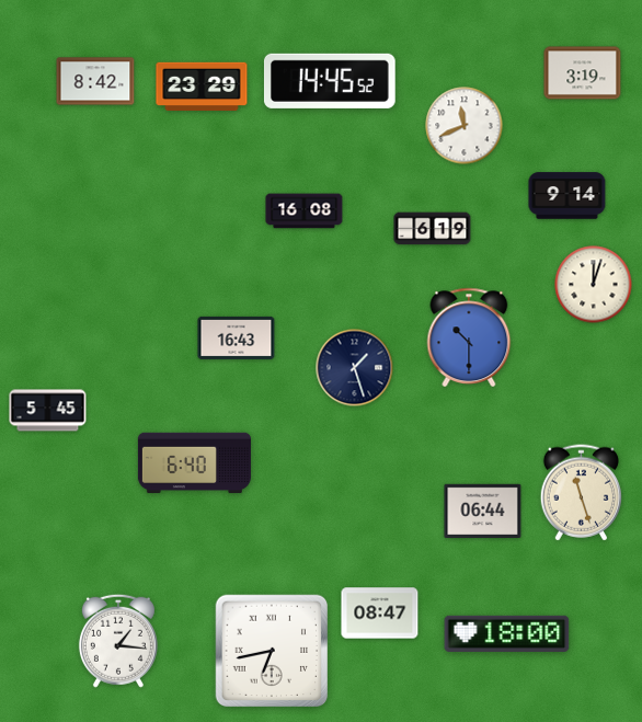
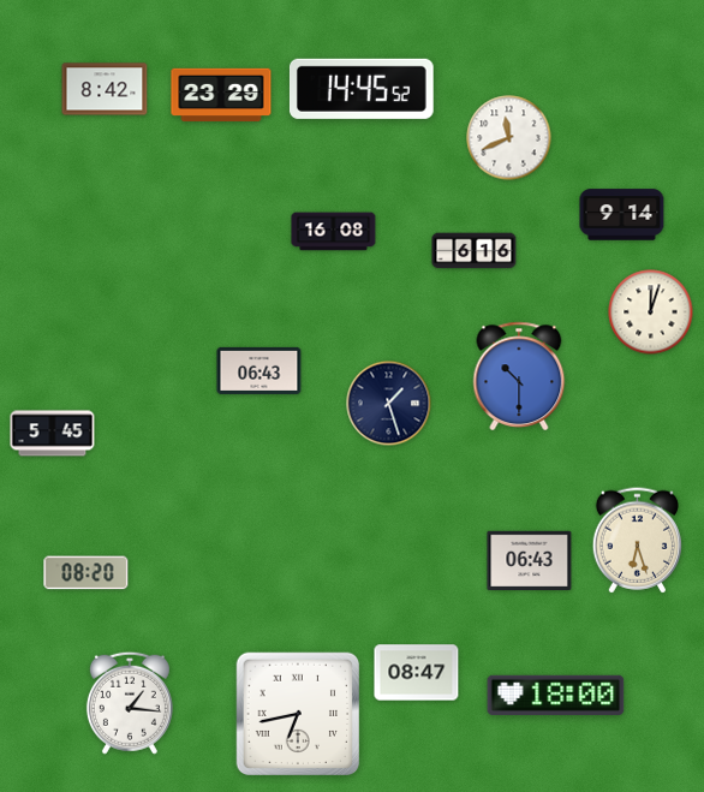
clock at (583, 73): 3:19 -> none
clock at (433, 229): 6:19 -> 6:16
clock at (469, 336) position: (469, 336) -> (519, 375)
clock at (237, 337): 16:43 -> 06:43
clock at (48, 411) position: (48, 411) -> (53, 434)
clock at (194, 463): 6:40 -> none
clock at (581, 493): 11:27 -> 6:27
clock at (483, 511): 06:44 -> 06:43
clock at (86, 573): none -> 08:20
